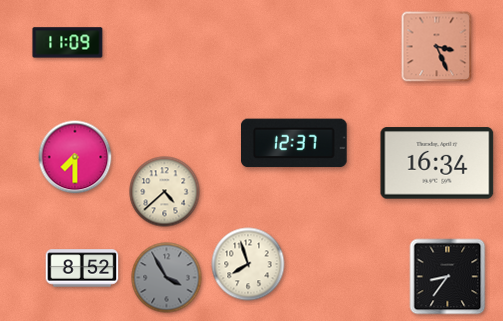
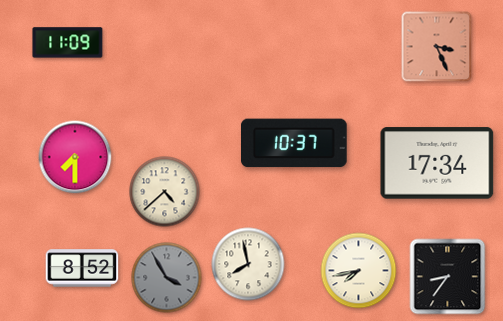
clock at (295, 143): 12:37 -> 10:37
clock at (437, 163): 16:34 -> 17:34
clock at (248, 264): 7:57 -> 7:58
clock at (359, 271): none -> 7:43
